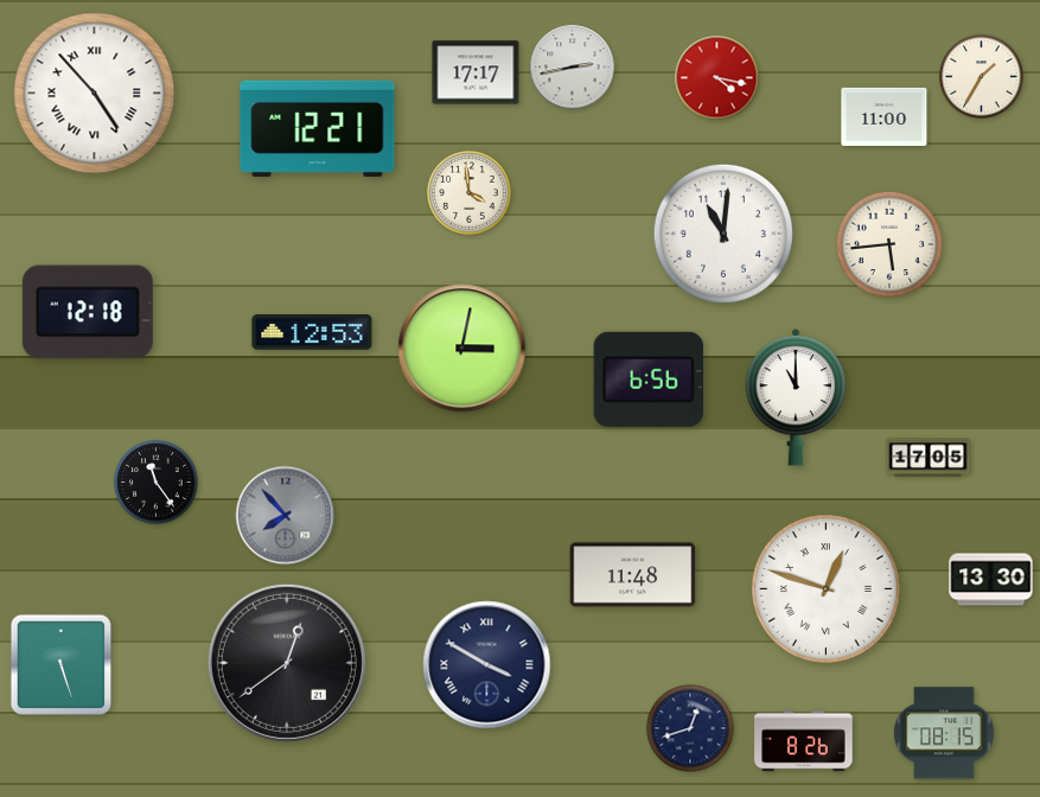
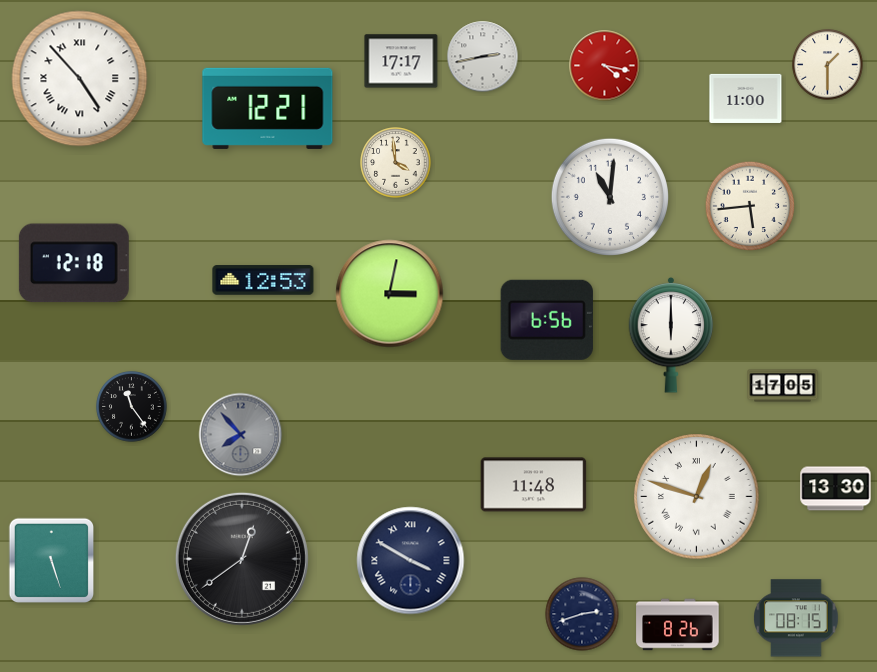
clock at (982, 77): 1:35 -> 1:30
clock at (796, 397): 11:00 -> 6:00
clock at (690, 728): 12:42 -> 2:42
